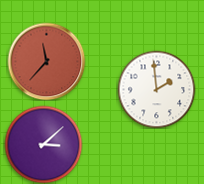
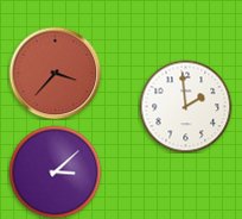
clock at (46, 61): 11:37 -> 3:37
clock at (43, 144) position: (43, 144) -> (55, 171)
